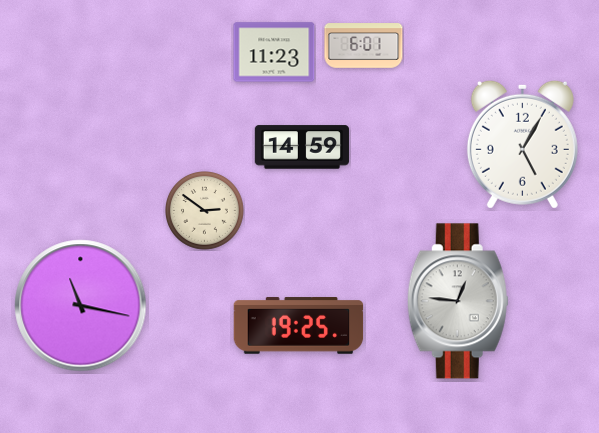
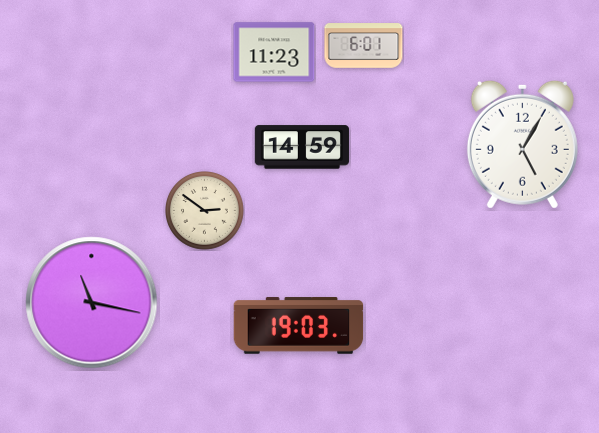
clock at (458, 301): 12:46 -> none
clock at (81, 306) position: (81, 306) -> (92, 303)
clock at (299, 326): 19:25 -> 19:03
